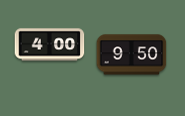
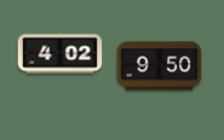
clock at (50, 45): 4:00 -> 4:02
